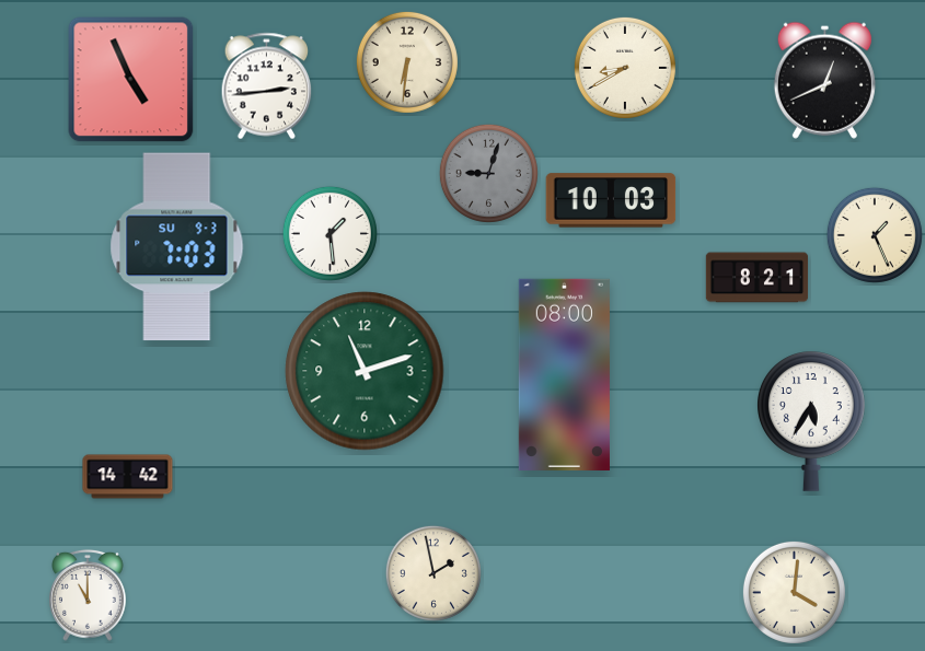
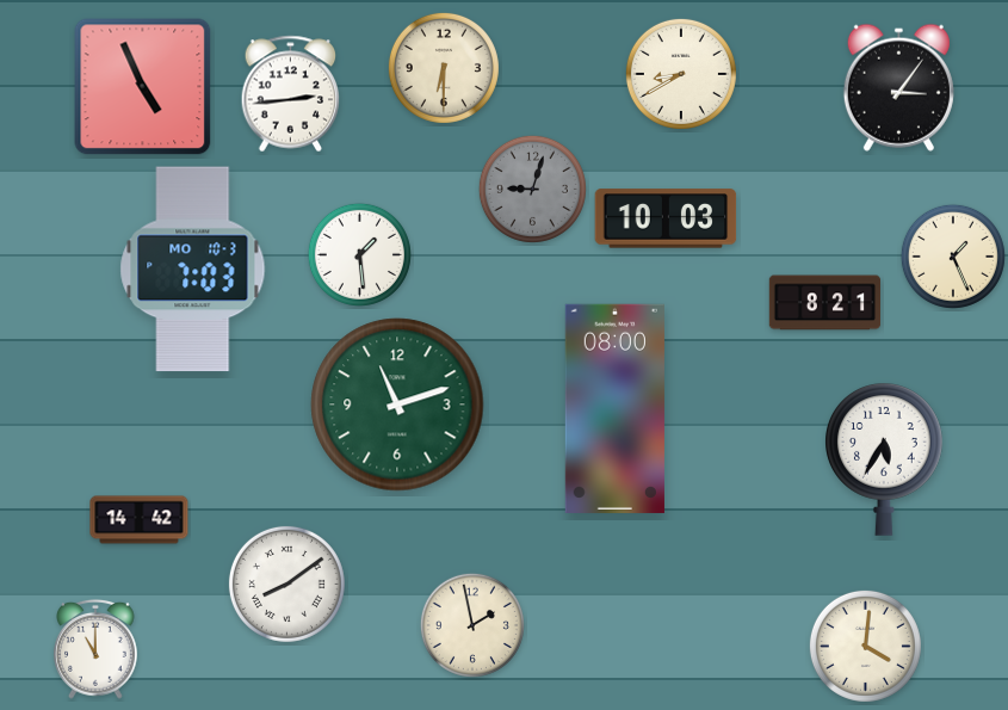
clock at (407, 62): 6:31 -> 6:30
clock at (824, 80): 12:41 -> 3:06
clock at (177, 247) date: SU 9-3 -> MO 10-3
clock at (286, 584): none -> 8:09
